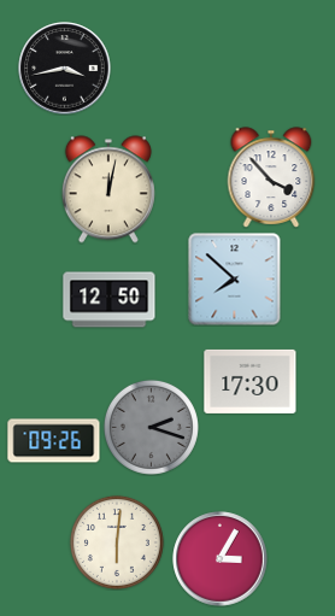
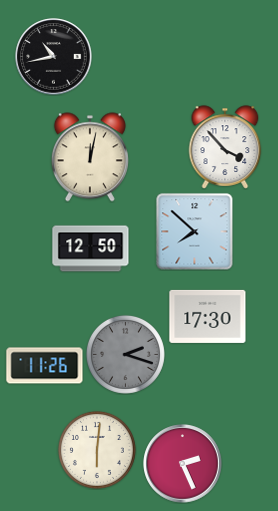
clock at (65, 69): 3:43 -> 10:43
clock at (54, 441): 09:26 -> 11:26
clock at (221, 559): 3:05 -> 2:26
